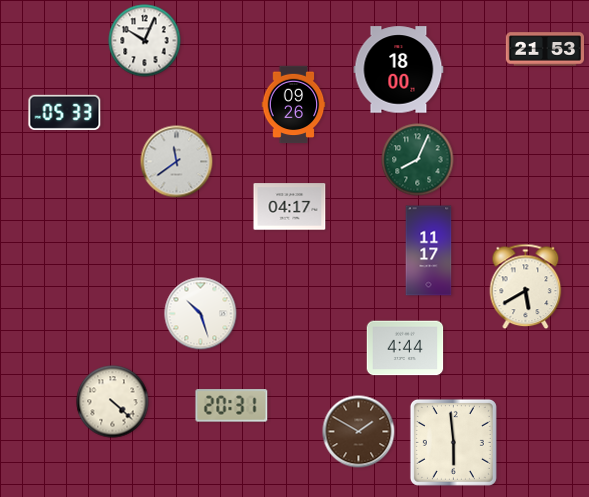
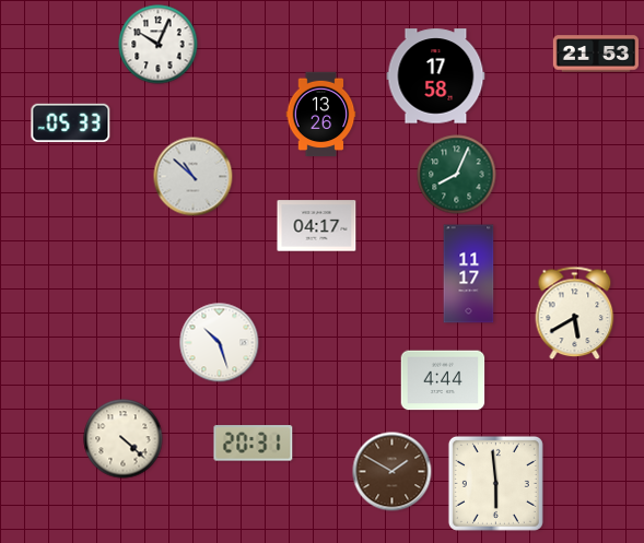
clock at (399, 70): 18:00 -> 17:58
clock at (294, 105): 09:26 -> 13:26
clock at (177, 162): 11:39 -> 10:52
